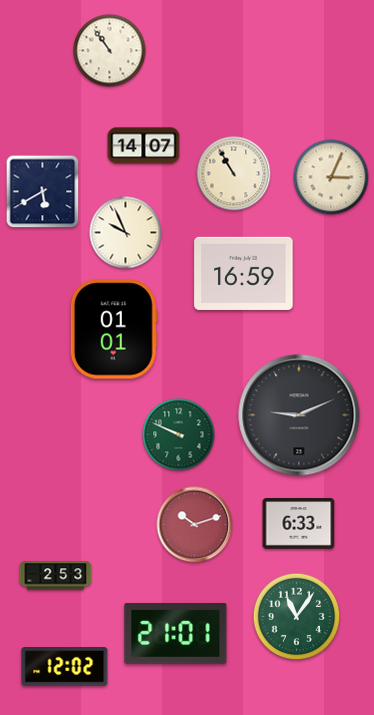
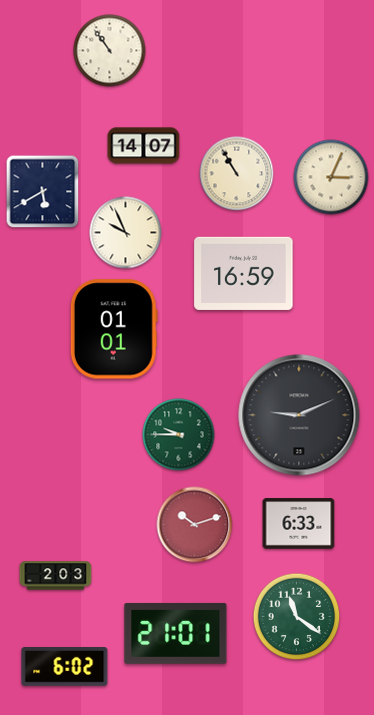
clock at (234, 174) position: (234, 174) -> (237, 174)
clock at (179, 435): 9:49 -> 9:45
clock at (56, 576): 2:53 -> 2:03
clock at (297, 617): 11:06 -> 11:21
clock at (65, 667): 12:02 -> 6:02
